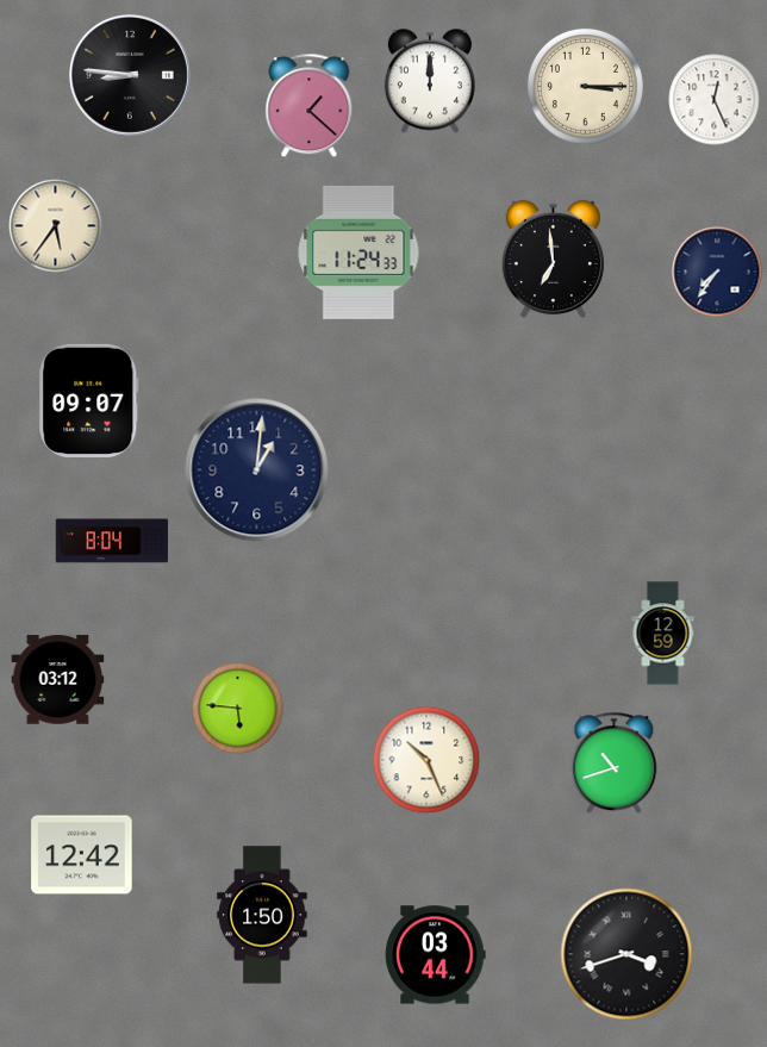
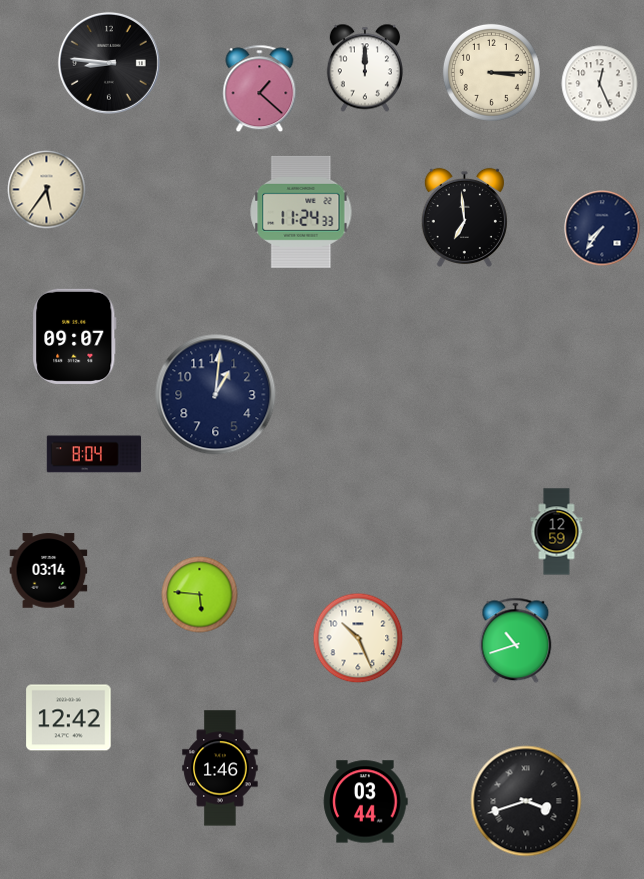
clock at (430, 81) position: (430, 81) -> (365, 68)
clock at (58, 680): 03:12 -> 03:14
clock at (262, 915): 1:50 -> 1:46
